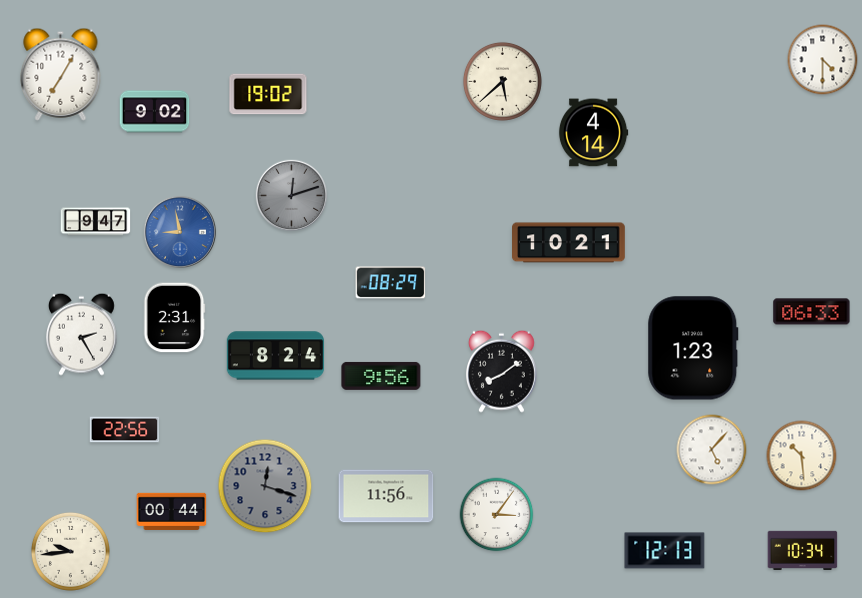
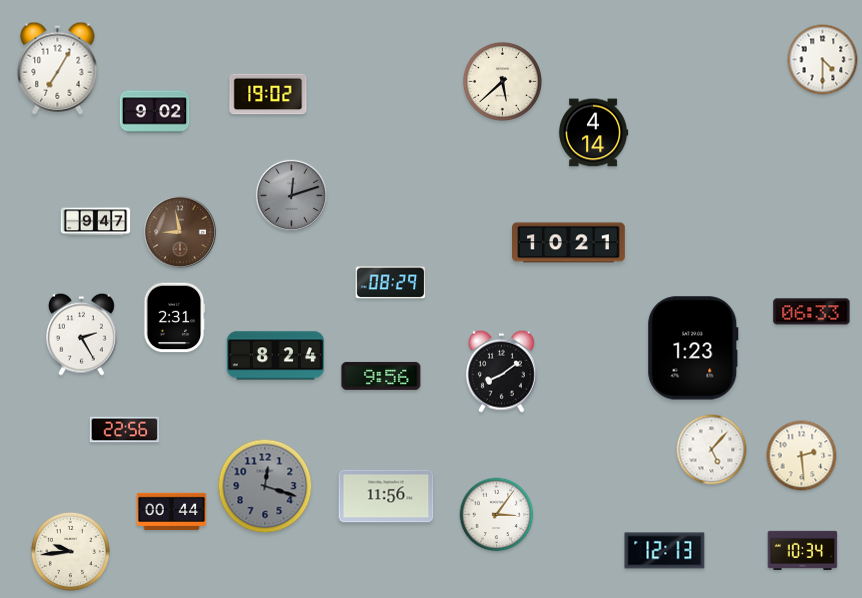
clock at (61, 74) position: (61, 74) -> (58, 68)
clock at (180, 232) dial: blue -> brown
clock at (802, 456): 10:29 -> 2:29
